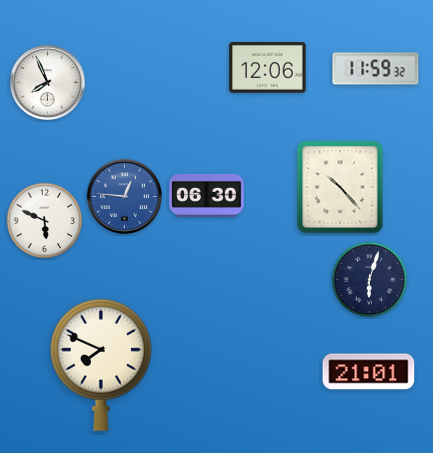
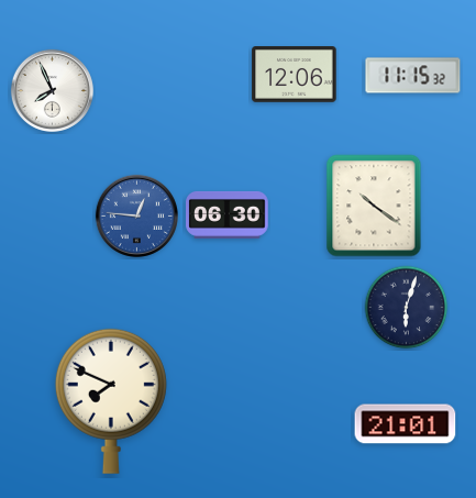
clock at (376, 69): 11:59 -> 11:15
clock at (340, 187): 10:23 -> 10:21
clock at (45, 221): 5:49 -> none
clock at (369, 372) position: (369, 372) -> (406, 424)
